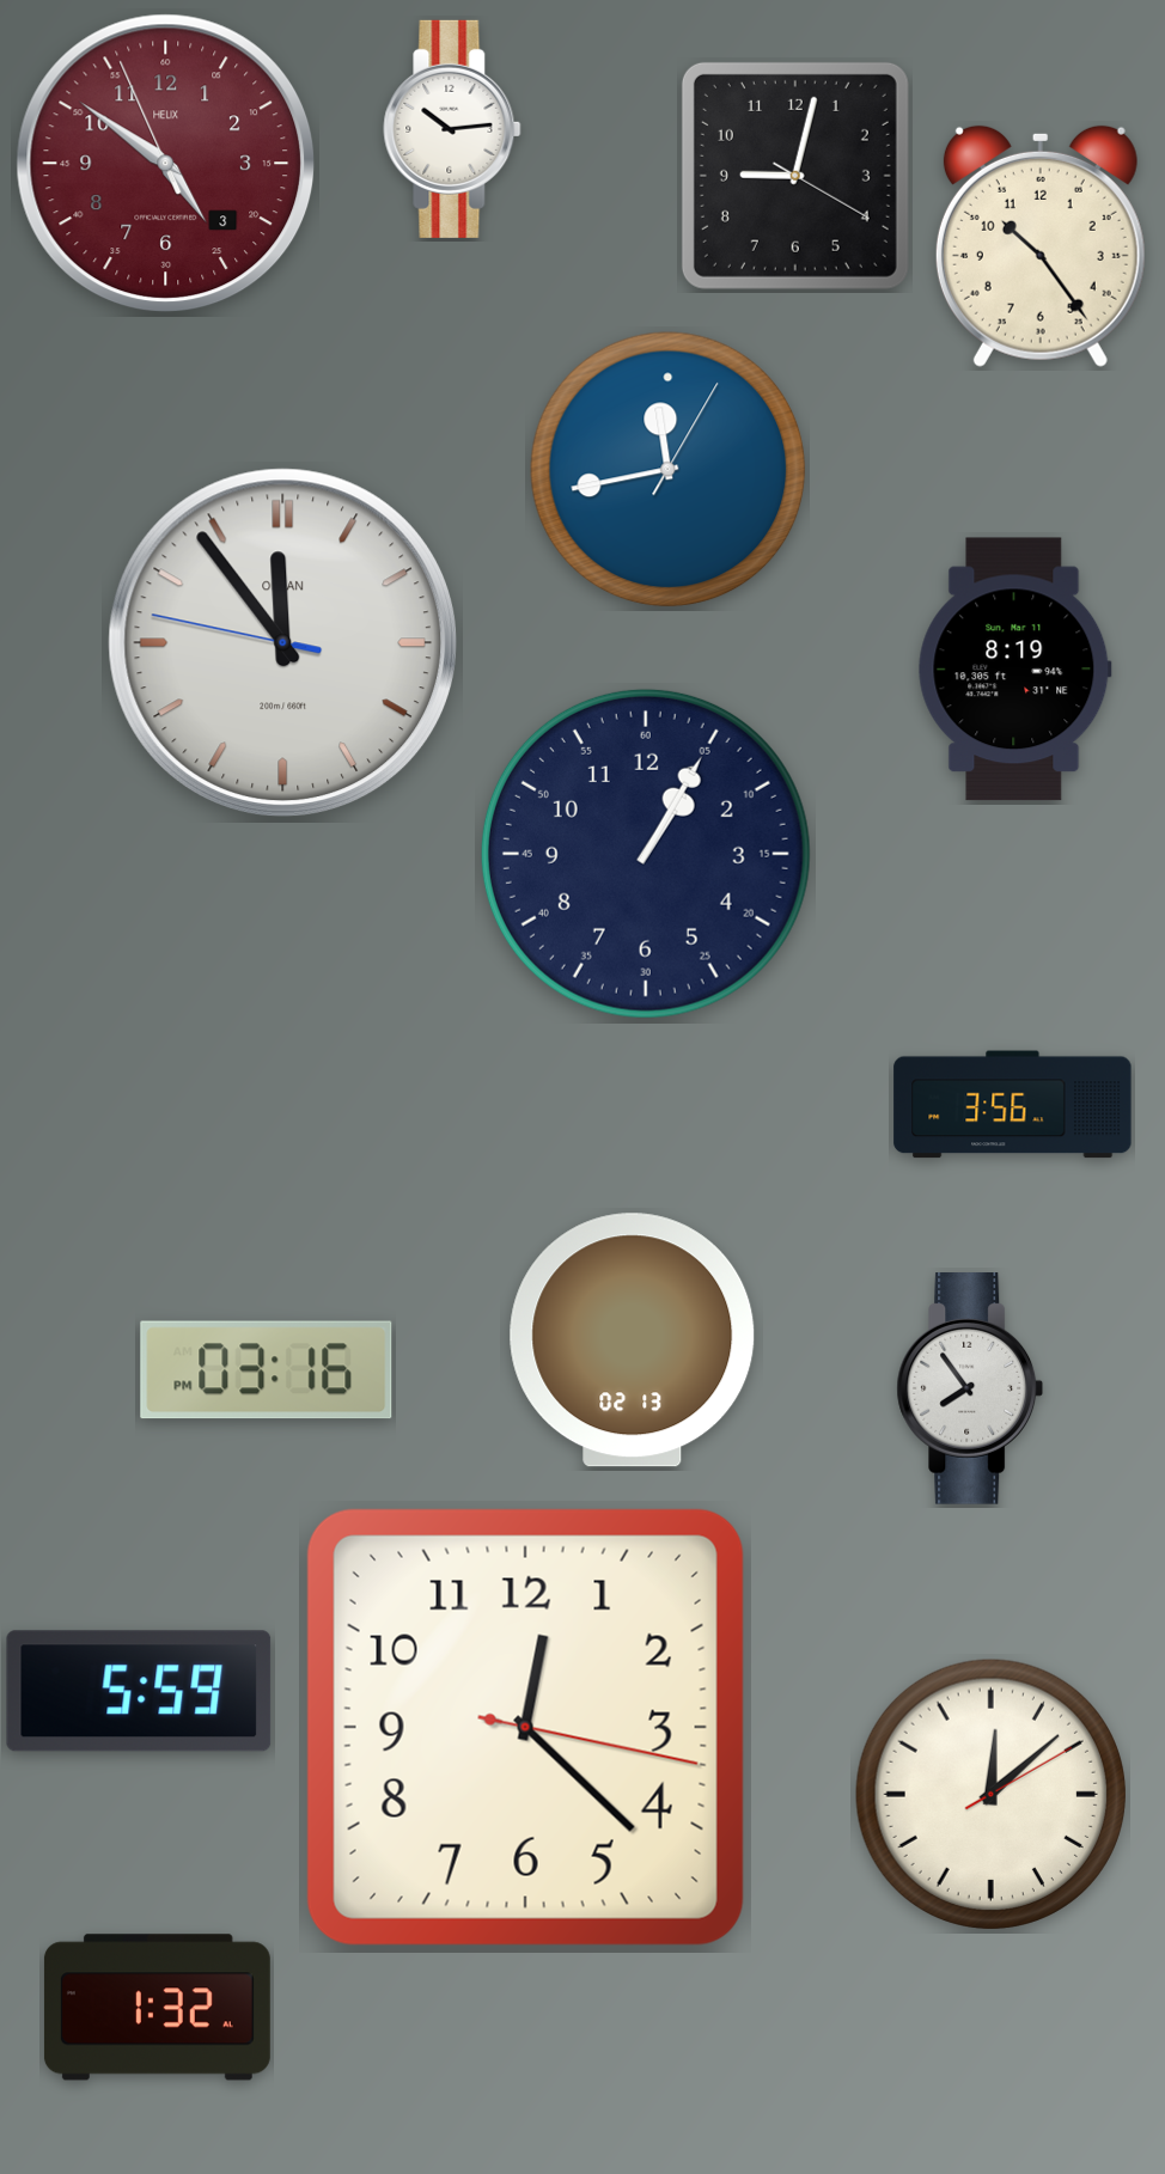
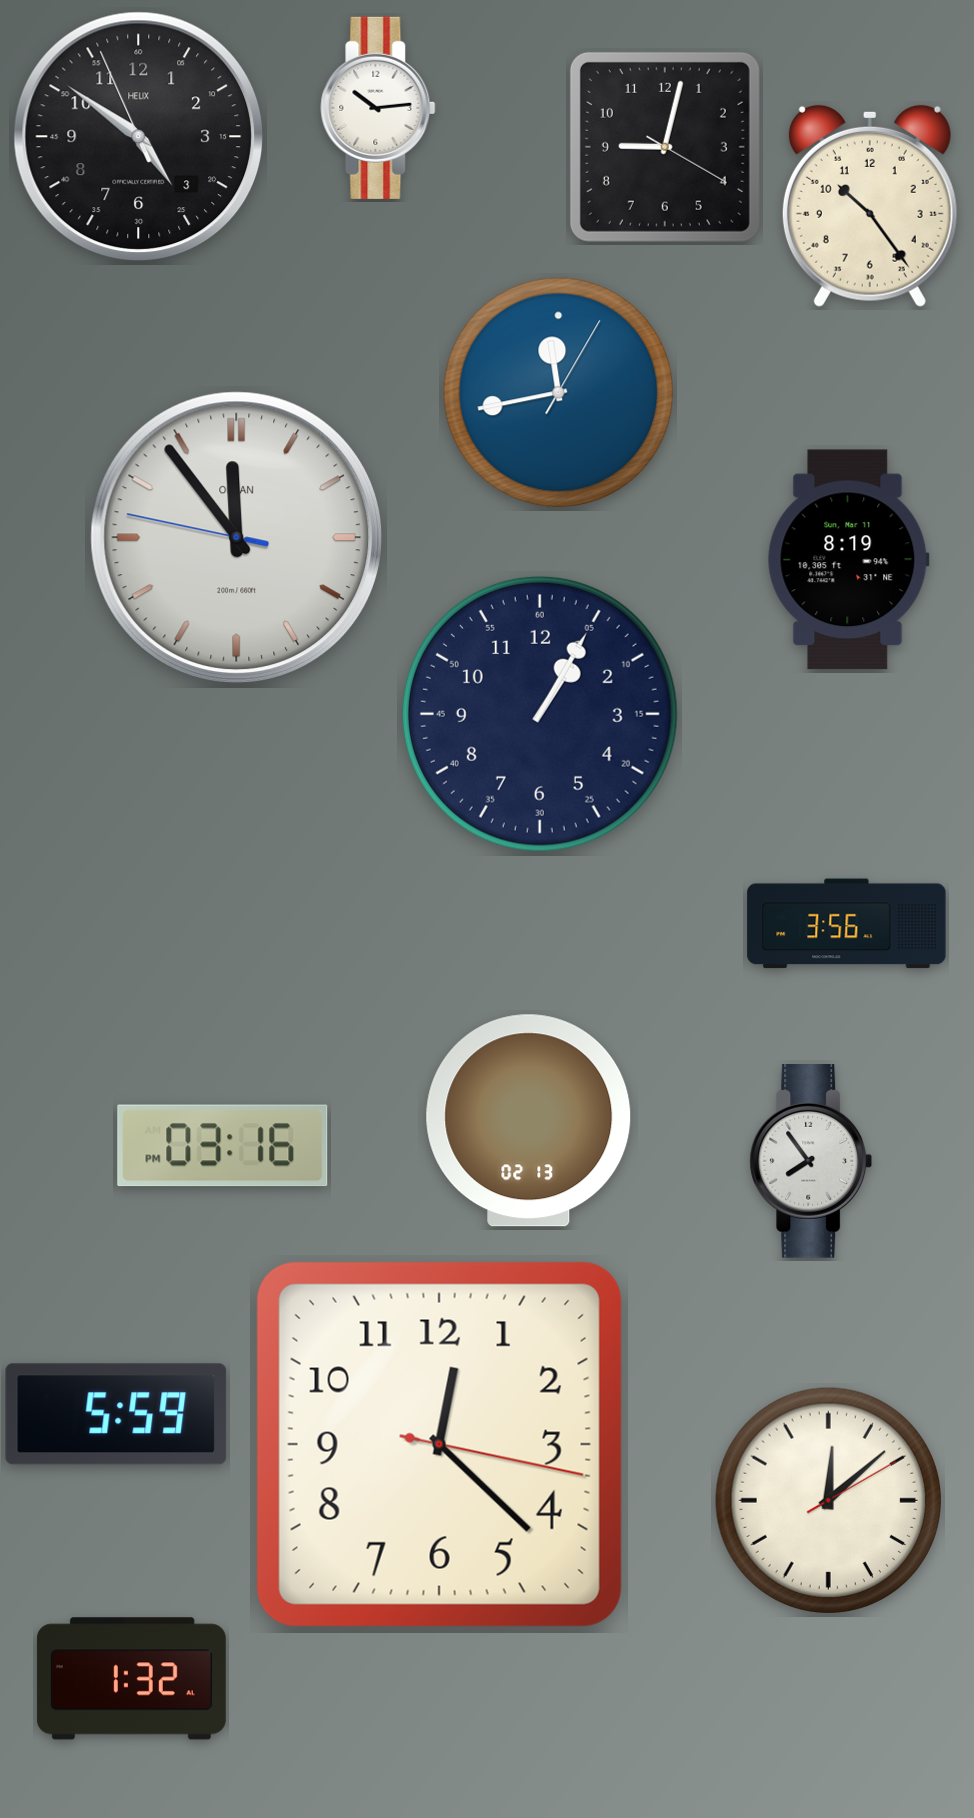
clock at (166, 164) dial: burgundy -> black
